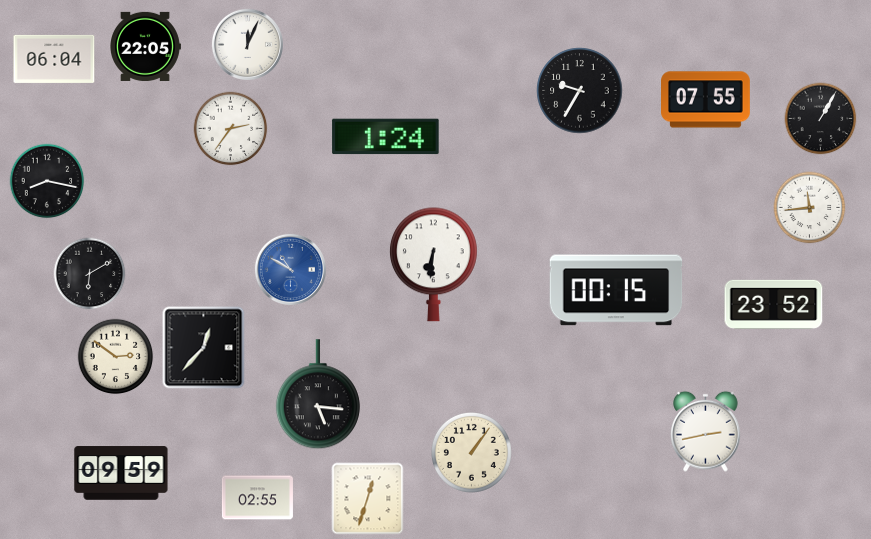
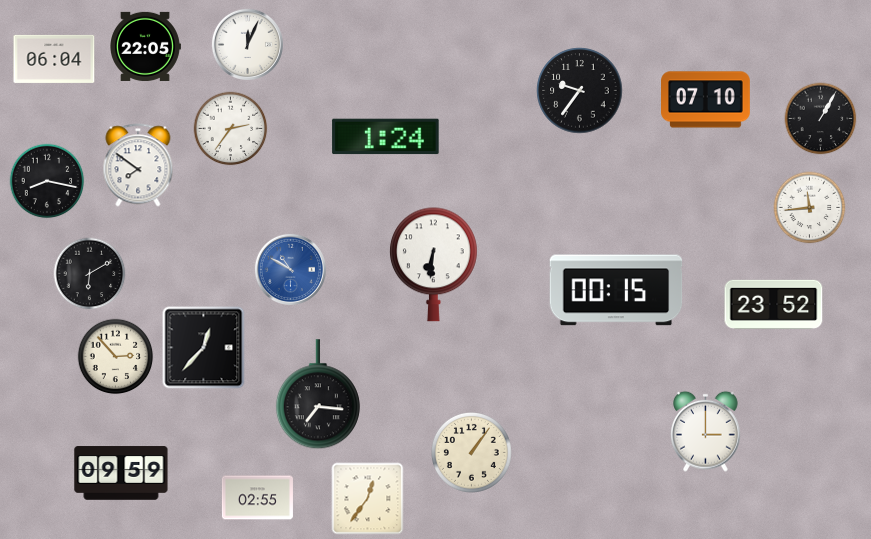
clock at (580, 91): 9:35 -> 9:36
clock at (706, 100): 07:55 -> 07:10
clock at (138, 165): none -> 7:51
clock at (116, 357): 2:51 -> 2:53
clock at (318, 395): 5:16 -> 7:16
clock at (706, 431): 2:43 -> 3:00
clock at (368, 499): 12:33 -> 12:36
